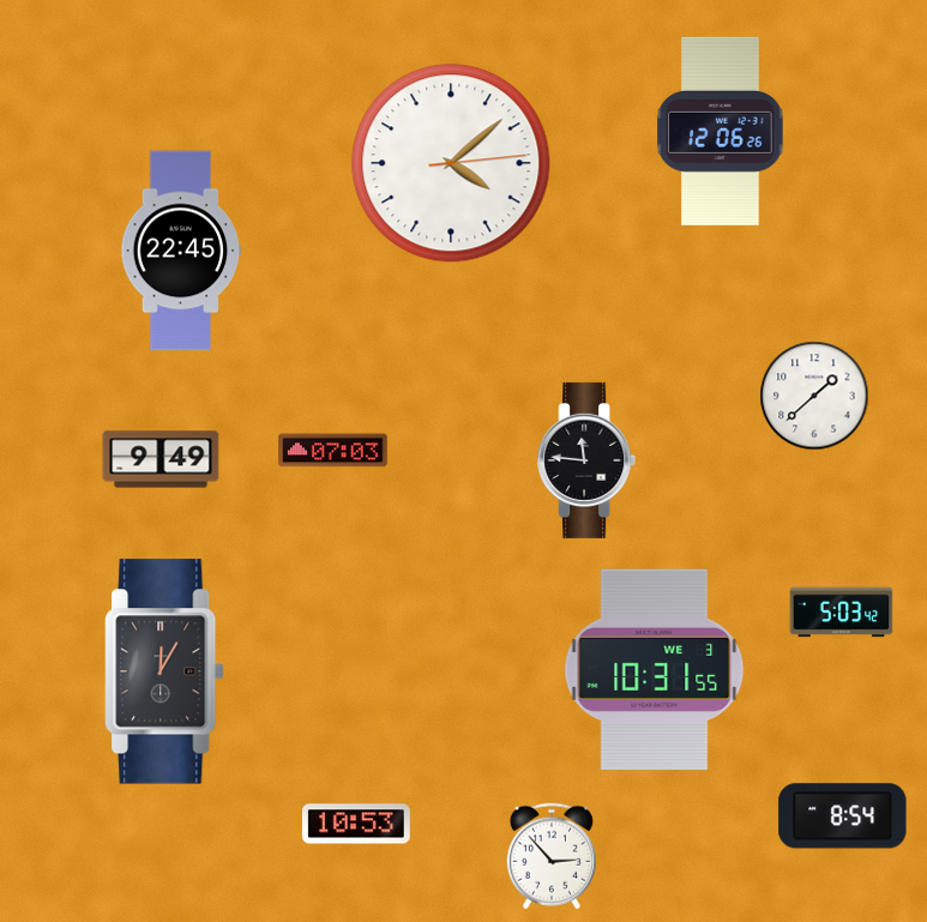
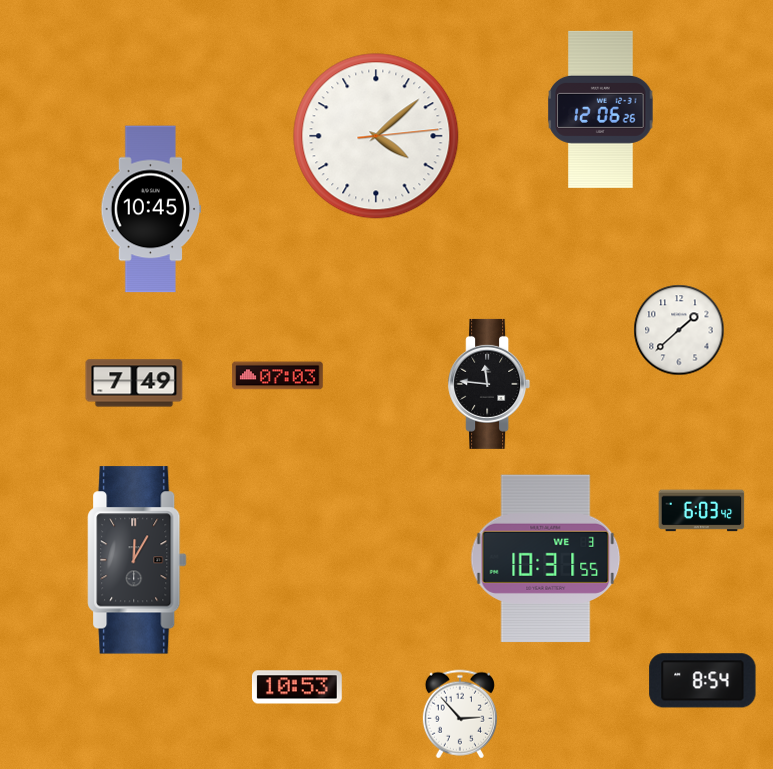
clock at (181, 251): 22:45 -> 10:45
clock at (161, 459): 9:49 -> 7:49
clock at (842, 613): 5:03 -> 6:03
